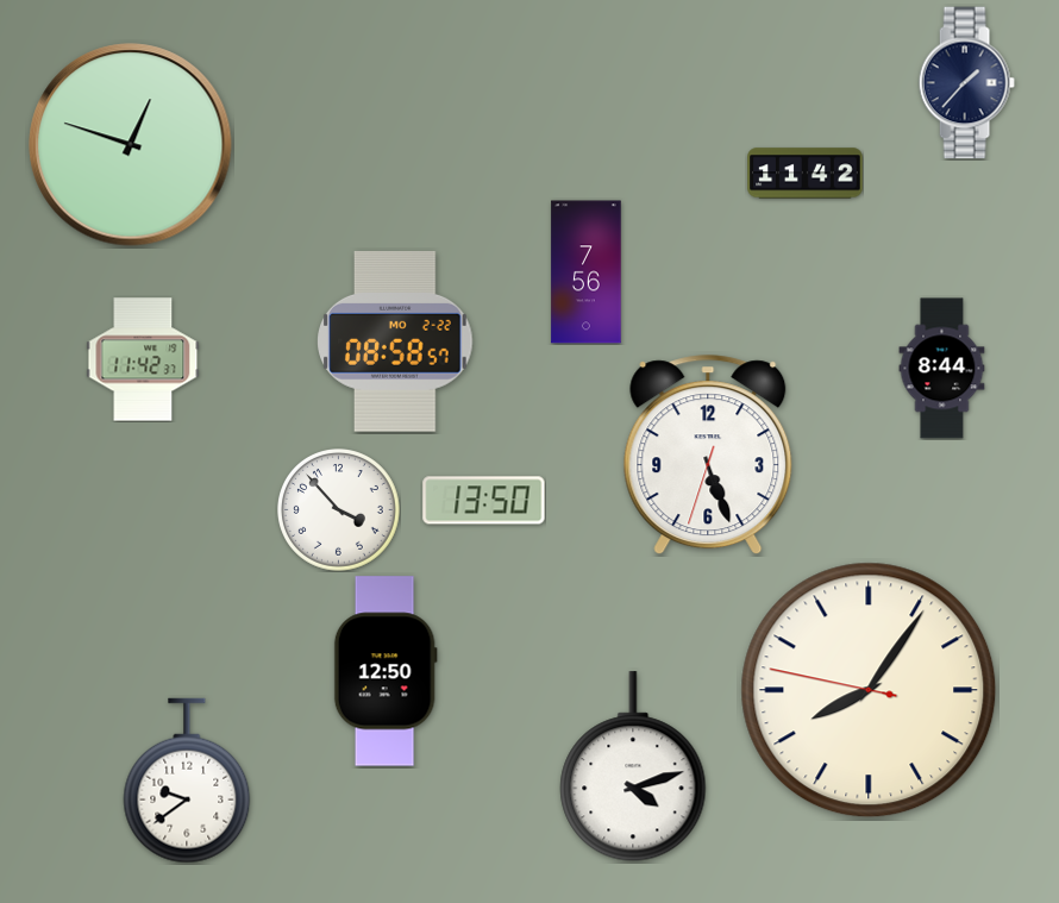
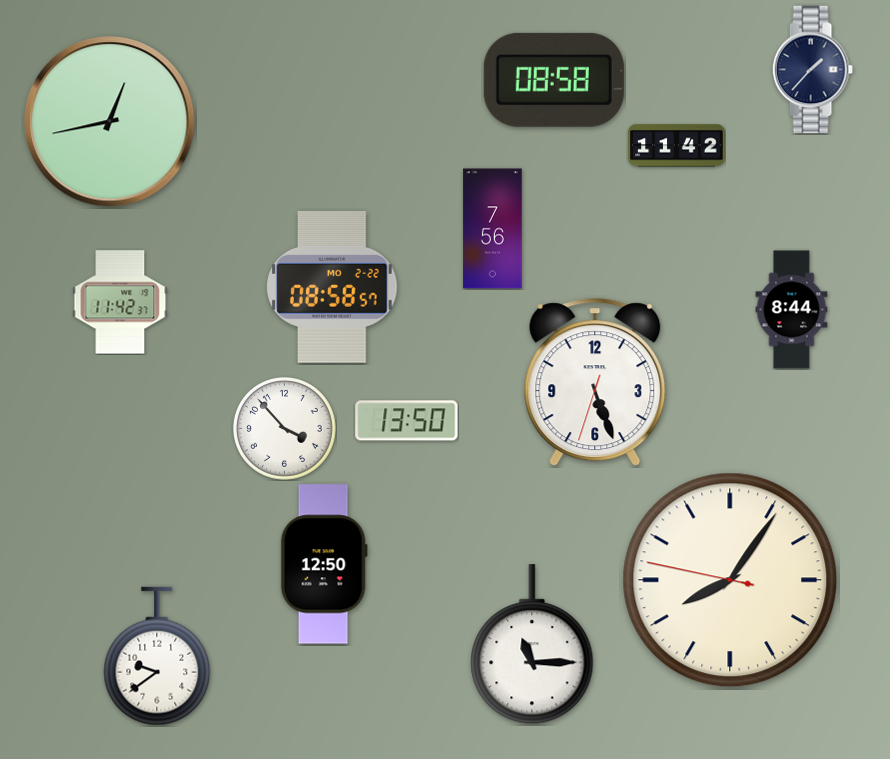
clock at (554, 80): none -> 08:58
clock at (131, 145): 12:48 -> 12:43
clock at (633, 767): 4:12 -> 11:15
